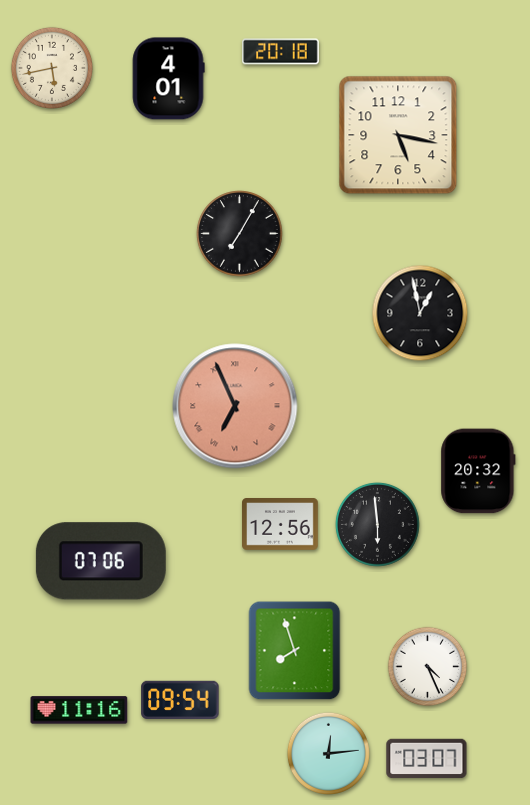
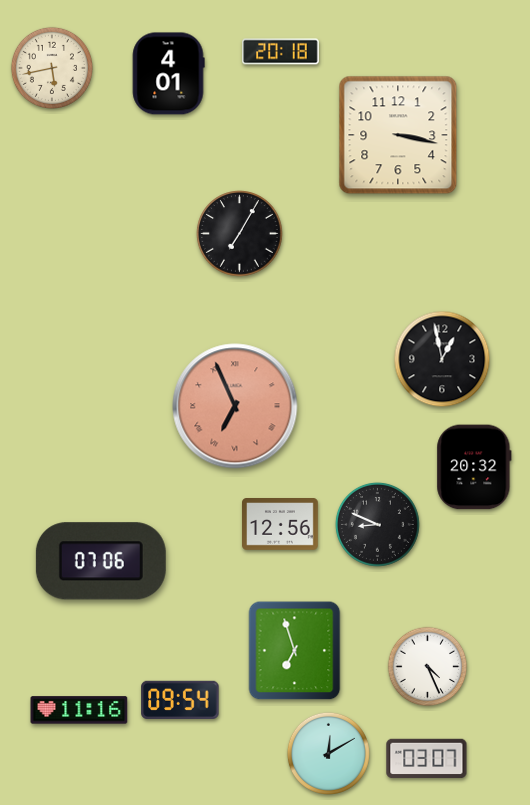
clock at (168, 79) position: (168, 79) -> (168, 74)
clock at (398, 135): 5:17 -> 3:17
clock at (420, 313) position: (420, 313) -> (442, 359)
clock at (478, 471) position: (478, 471) -> (474, 467)
clock at (377, 524): 5:59 -> 8:49
clock at (295, 651): 7:57 -> 6:57
clock at (328, 753): 12:14 -> 12:10
